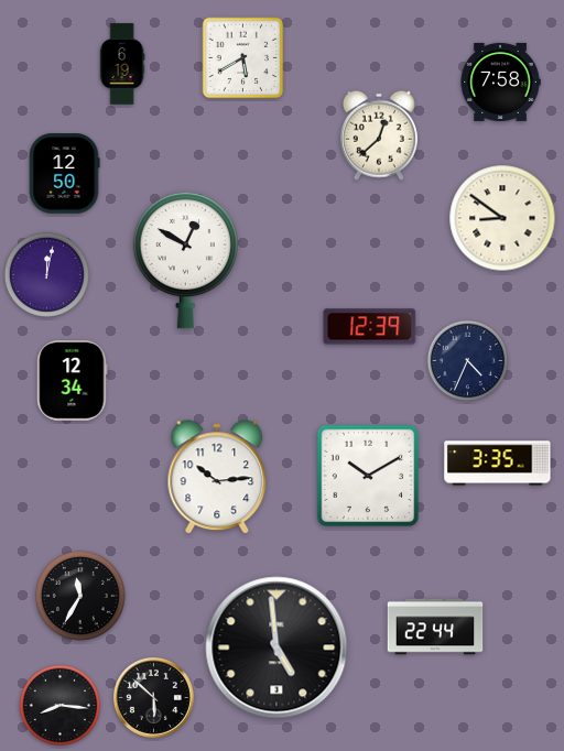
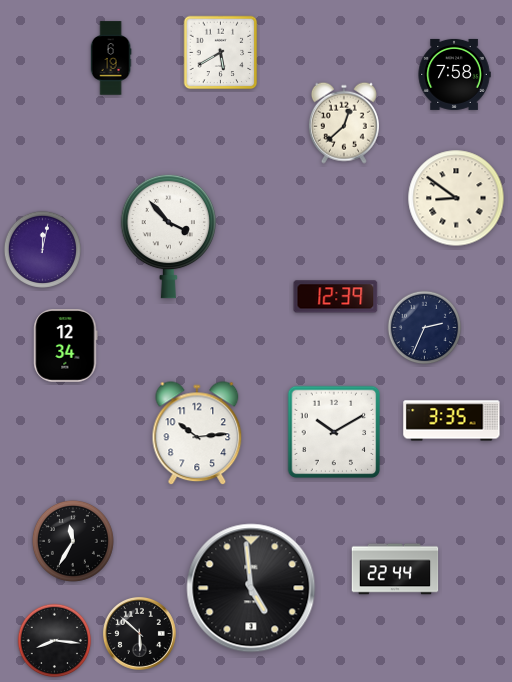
clock at (64, 174): 12:50 -> none
clock at (185, 260): 12:50 -> 3:53
clock at (468, 361): 4:34 -> 2:34
